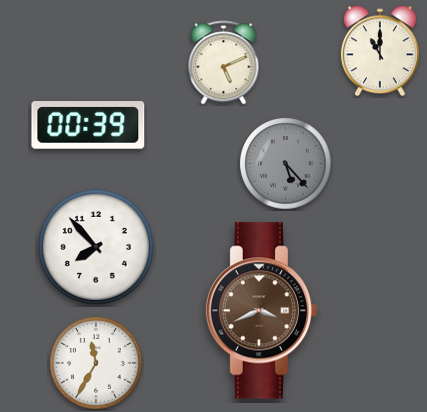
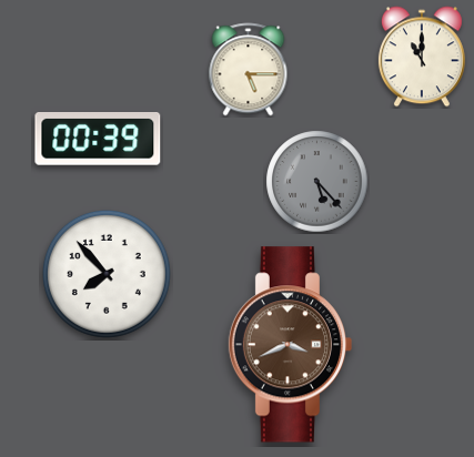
clock at (224, 63): 5:11 -> 5:15
clock at (96, 363): 11:35 -> none
